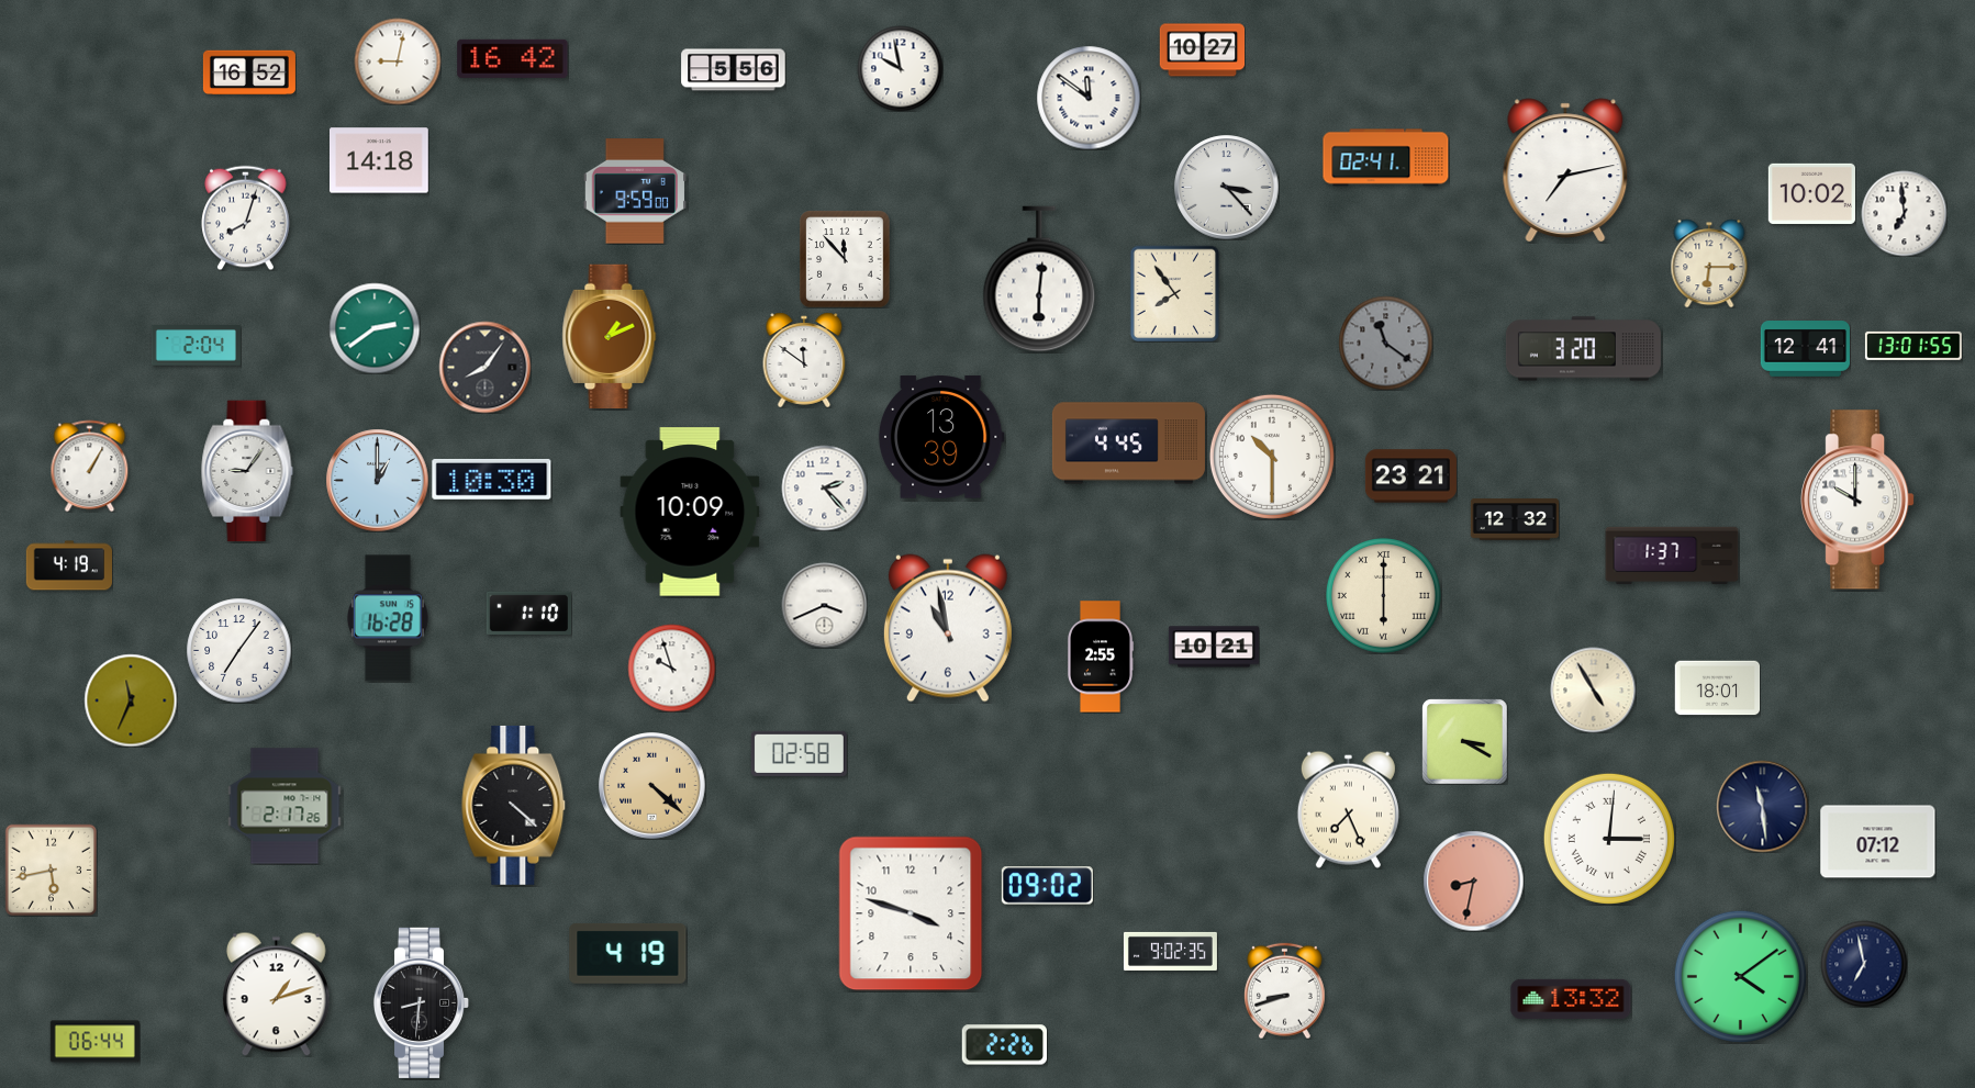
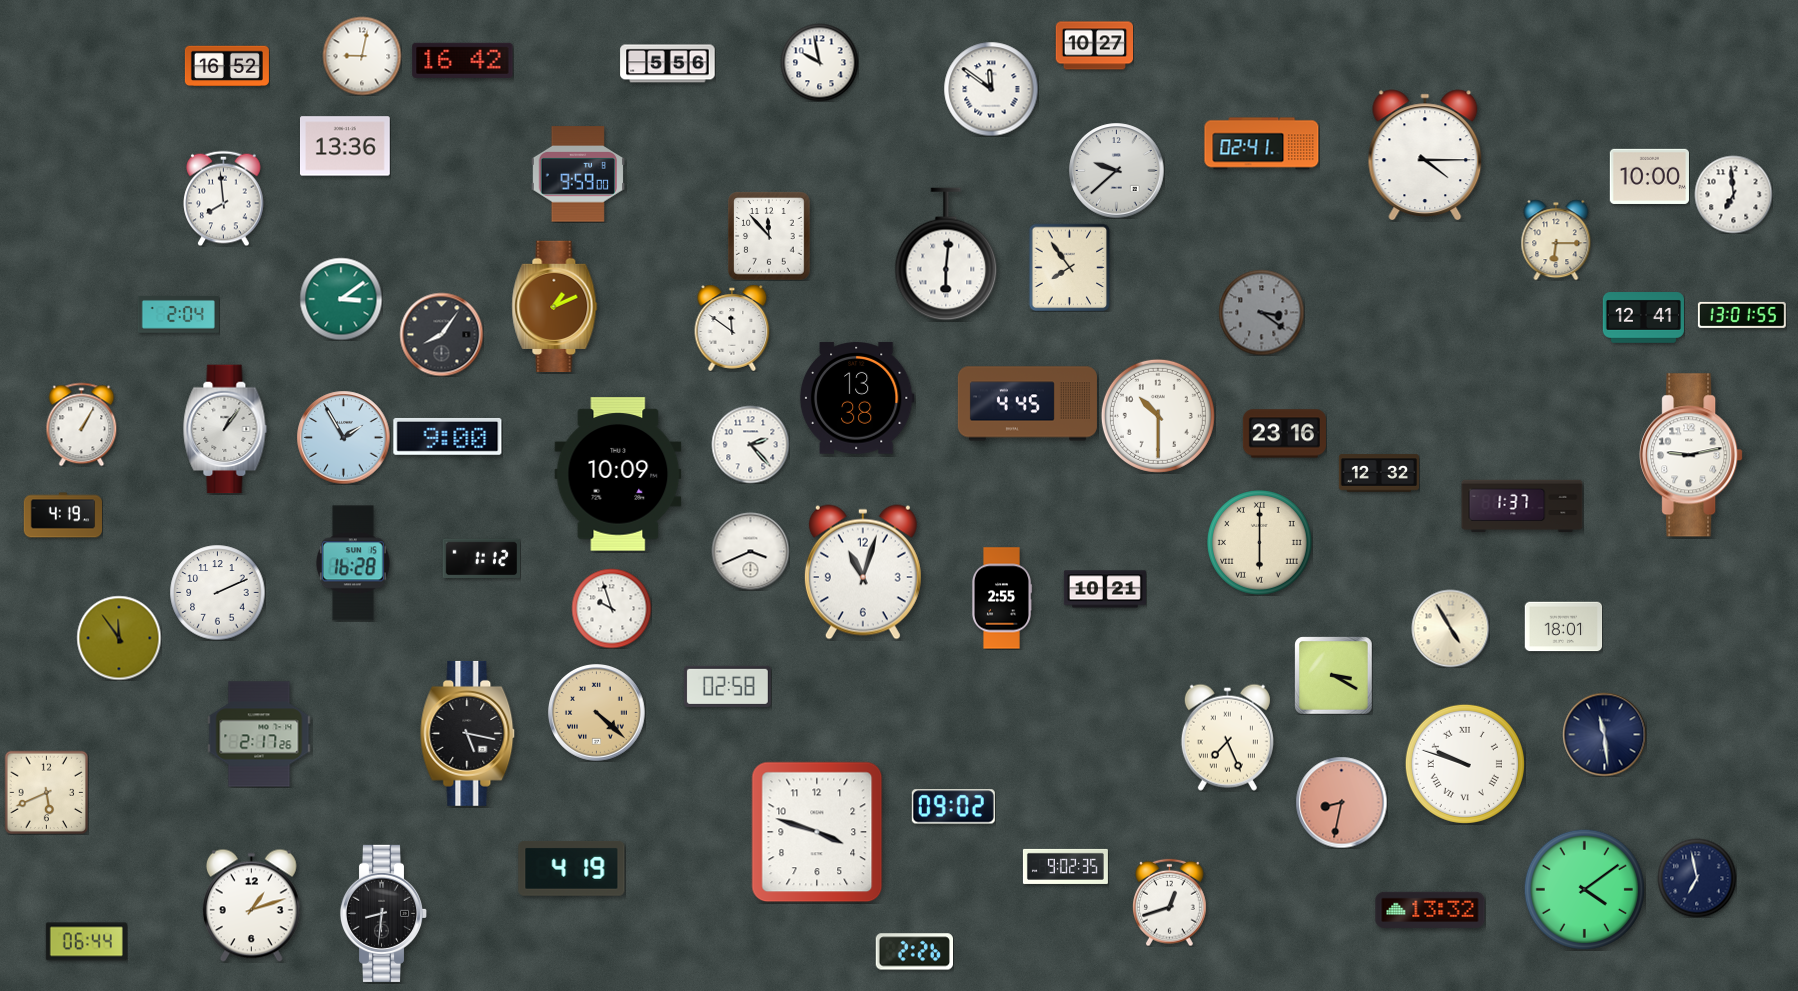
clock at (513, 58) position: (513, 58) -> (463, 60)
clock at (380, 160): 14:18 -> 13:36
clock at (1565, 170): 7:13 -> 4:15
clock at (1227, 188): 3:23 -> 9:38
clock at (1811, 193): 10:02 -> 10:00
clock at (246, 217): 8:03 -> 7:59
clock at (375, 328): 2:39 -> 3:09
clock at (1385, 343): 11:21 -> 3:21
clock at (1583, 349): 3:20 -> none
clock at (941, 437): 13:39 -> 13:38
clock at (247, 471): 9:06 -> 1:06
clock at (1410, 476): 23:21 -> 23:16
clock at (492, 479): 10:30 -> 9:00
clock at (377, 480): 1:00 -> 1:55
clock at (1857, 500): 10:00 -> 9:13
clock at (690, 512) position: (690, 512) -> (618, 474)
clock at (528, 614): 1:10 -> 1:12
clock at (948, 628): 10:58 -> 11:03
clock at (238, 650): 7:06 -> 2:11
clock at (131, 700): 11:34 -> 11:54
clock at (652, 786) position: (652, 786) -> (597, 713)
clock at (514, 805): 4:22 -> 5:17
clock at (1609, 839): 3:01 -> 9:48
clock at (1878, 842): 07:12 -> none
clock at (51, 870): 5:43 -> 5:41
clock at (911, 913) position: (911, 913) -> (817, 832)
clock at (1285, 990): 8:42 -> 12:42
clock at (94, 1042) position: (94, 1042) -> (86, 942)
